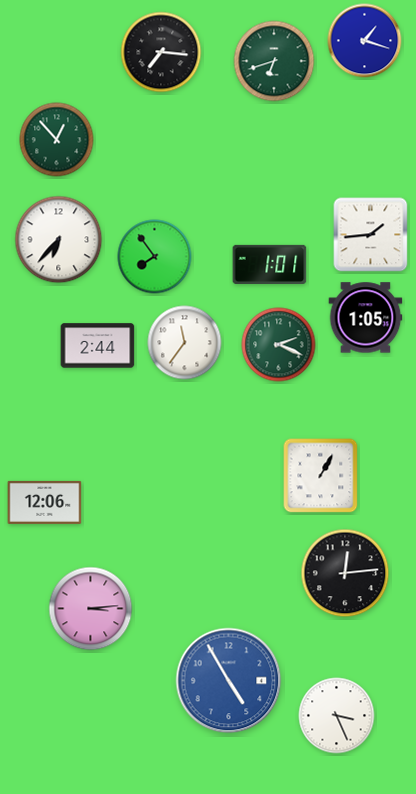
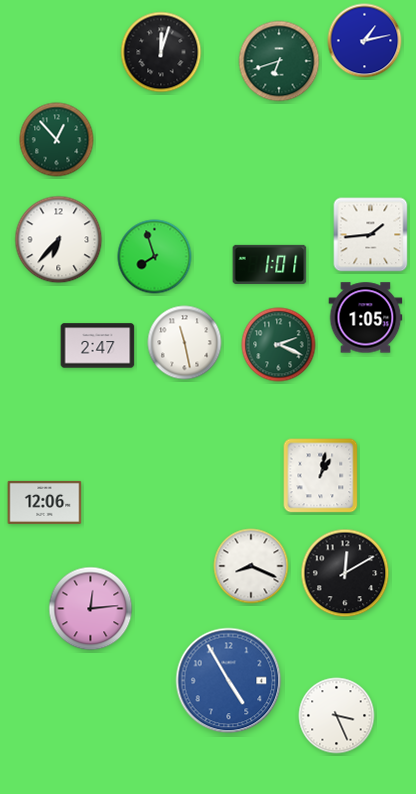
clock at (365, 41): 1:18 -> 1:13
clock at (161, 52): 7:16 -> 12:03
clock at (274, 61) position: (274, 61) -> (279, 61)
clock at (155, 257): 7:54 -> 7:57
clock at (185, 343): 11:36 -> 11:28
clock at (98, 346): 2:44 -> 2:47
clock at (321, 476): 1:05 -> 1:02
clock at (251, 566): none -> 8:19
clock at (345, 573): 12:14 -> 12:10
clock at (91, 609): 3:14 -> 12:14
